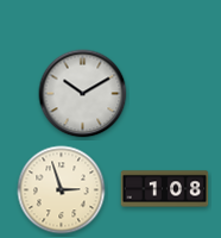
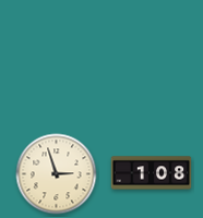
clock at (83, 94): 10:10 -> none
